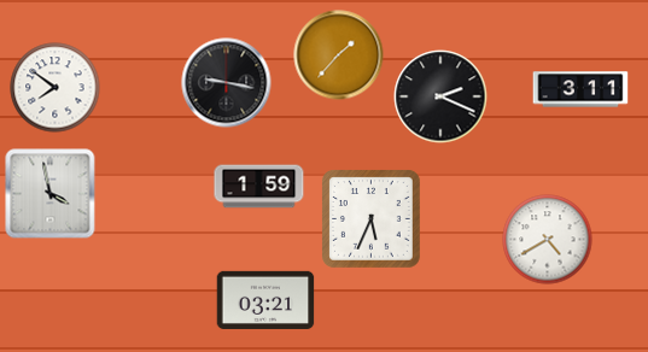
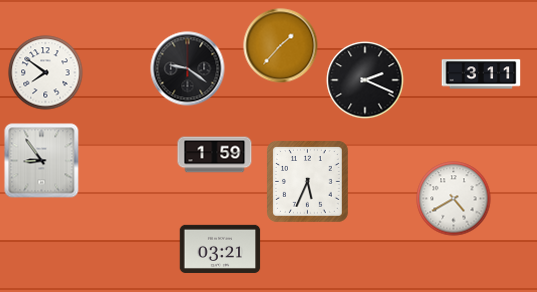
clock at (227, 83): 9:17 -> 9:21
clock at (51, 194): 3:58 -> 8:54
